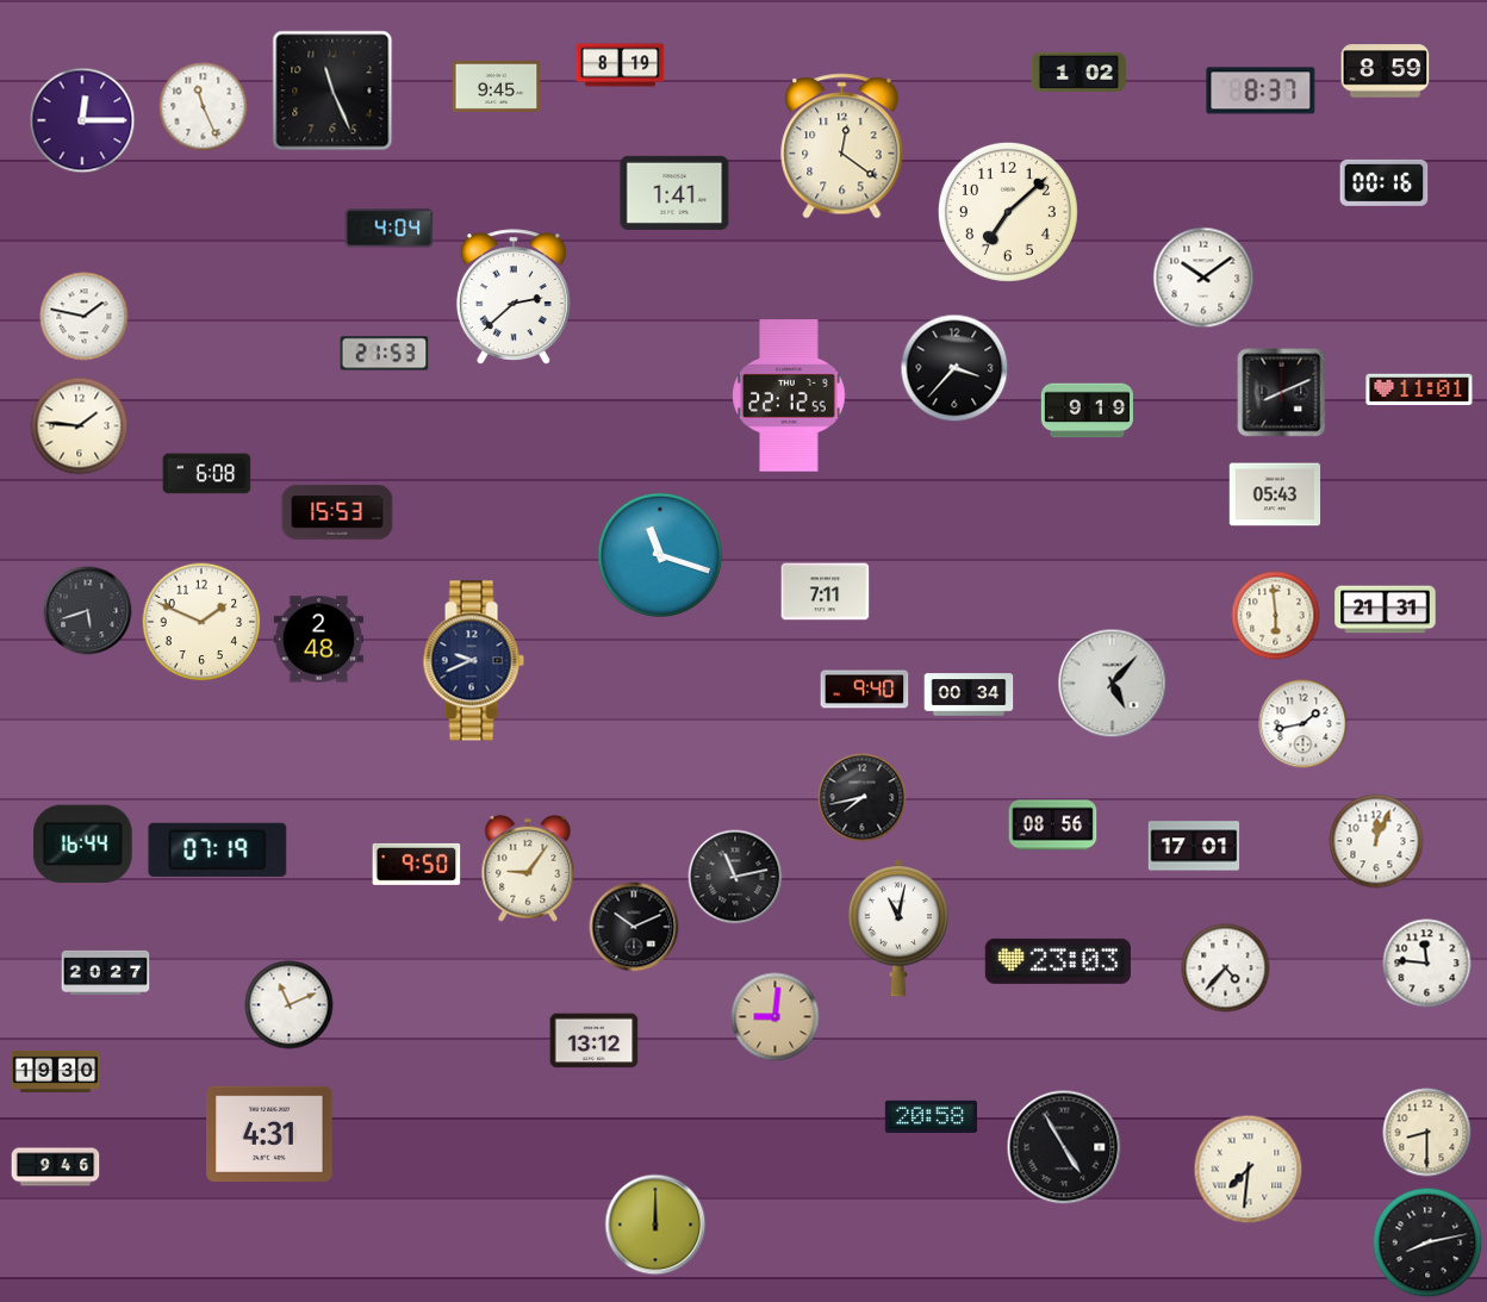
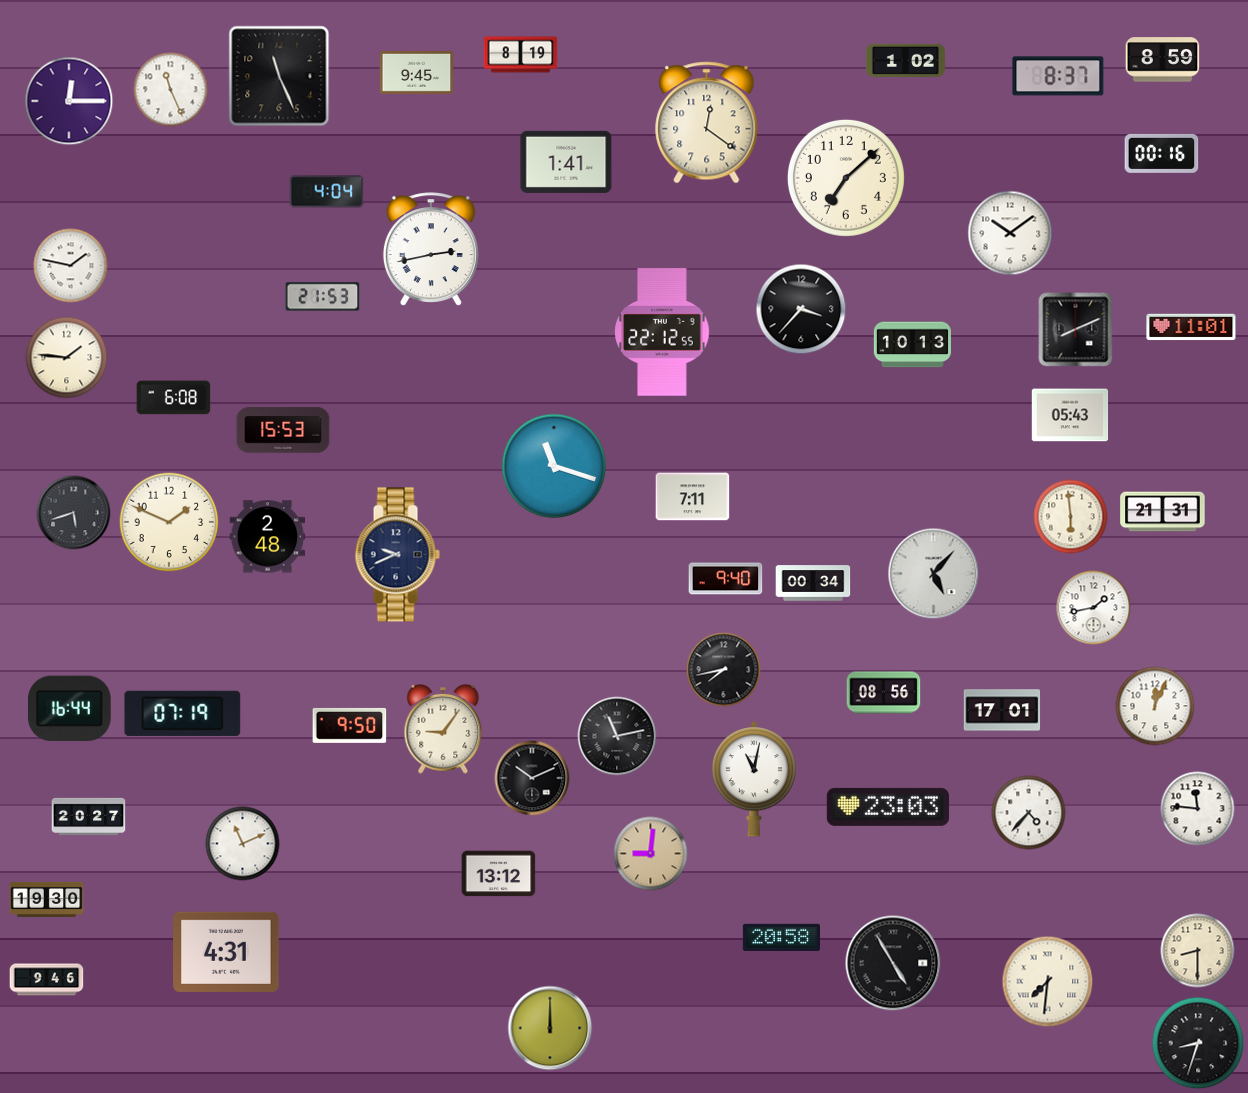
clock at (514, 297): 2:38 -> 2:43
clock at (1087, 411): 9:19 -> 10:13
clock at (1427, 1242): 8:13 -> 8:33
